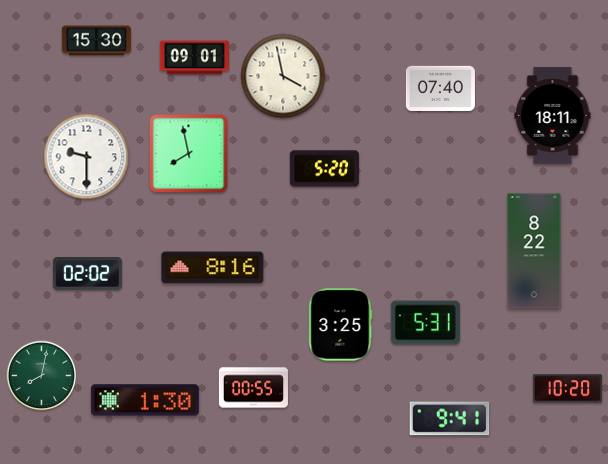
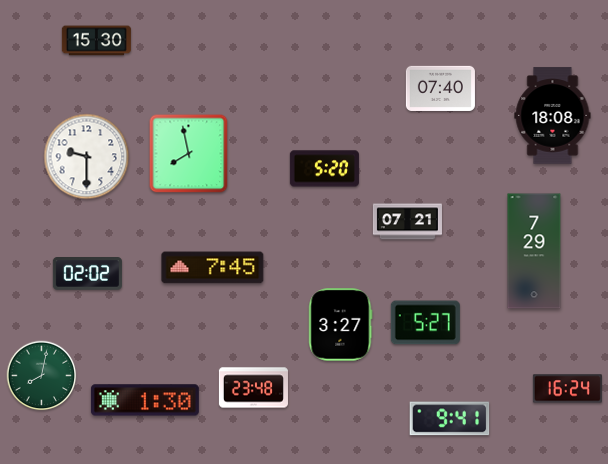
clock at (194, 58): 09:01 -> none
clock at (283, 76): 3:58 -> none
clock at (553, 116): 18:11 -> 18:08
clock at (407, 222): none -> 07:21
clock at (534, 251): 8:22 -> 7:29
clock at (213, 268): 8:16 -> 7:45
clock at (425, 323): 5:31 -> 5:27
clock at (341, 325): 3:25 -> 3:27
clock at (253, 388): 00:55 -> 23:48
clock at (567, 389): 10:20 -> 16:24
